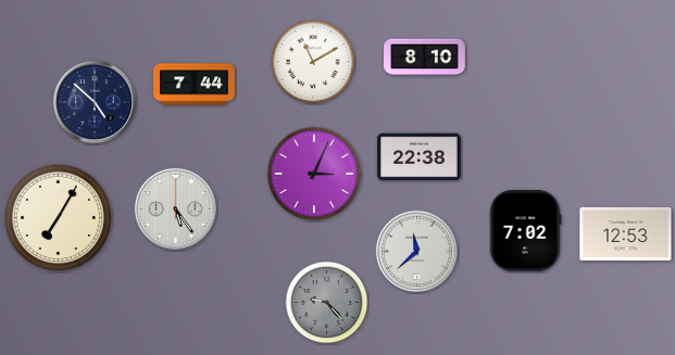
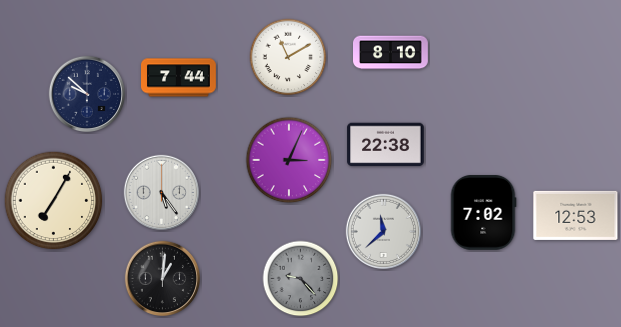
clock at (93, 101): 4:52 -> 9:52
clock at (162, 278): none -> 1:01
